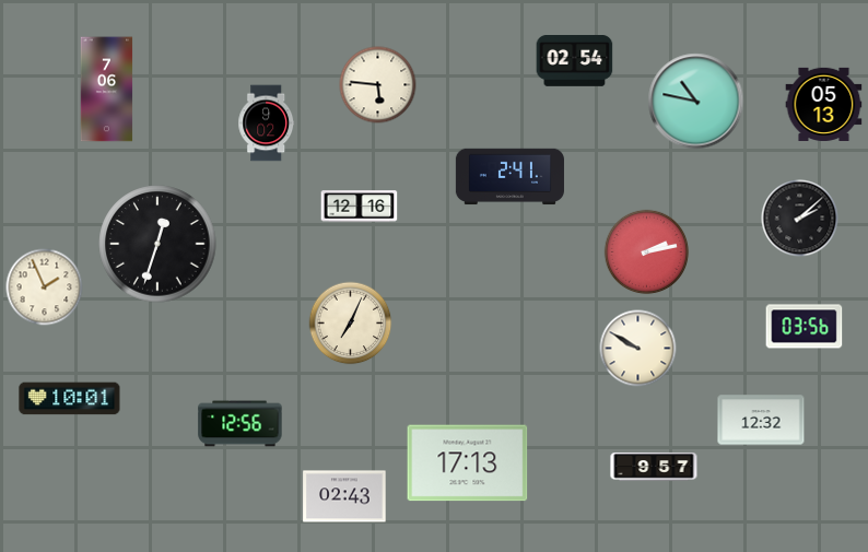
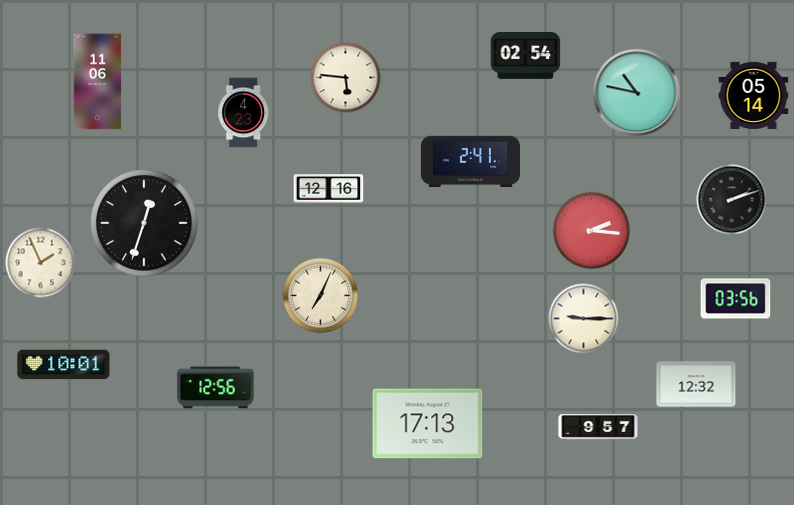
clock at (107, 90): 7:06 -> 11:06
clock at (824, 104): 05:13 -> 05:14
clock at (267, 124): 9:02 -> 4:23
clock at (509, 177) position: (509, 177) -> (470, 162)
clock at (800, 219): 2:08 -> 2:12
clock at (647, 252): 2:13 -> 2:16
clock at (638, 349): 9:50 -> 9:15
clock at (241, 424) position: (241, 424) -> (216, 388)
clock at (344, 496): 02:43 -> none
